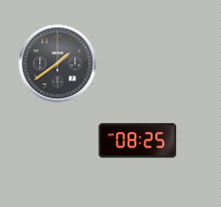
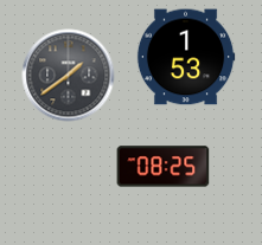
clock at (186, 57): none -> 1:53
